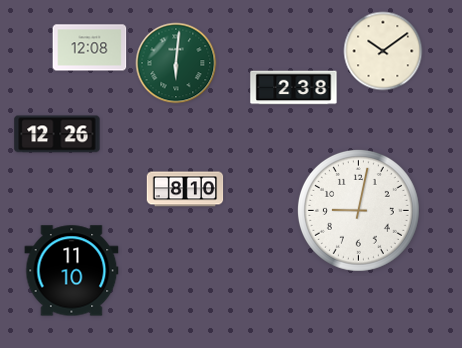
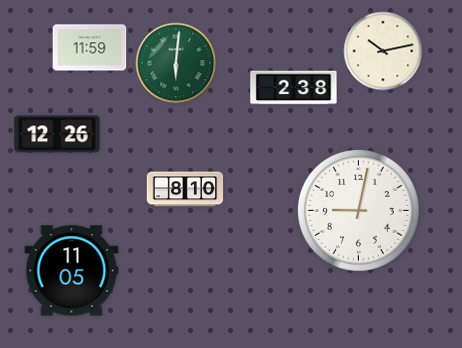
clock at (90, 48): 12:08 -> 11:59
clock at (383, 51): 10:09 -> 10:13
clock at (72, 271): 11:10 -> 11:05
